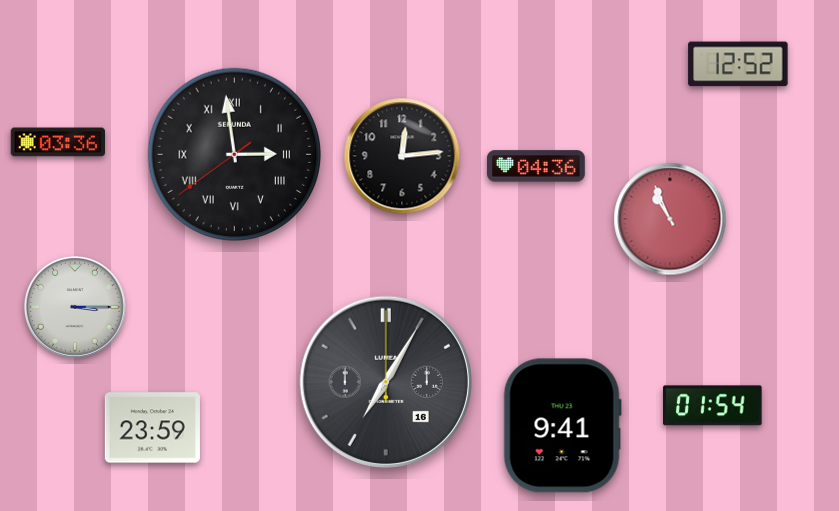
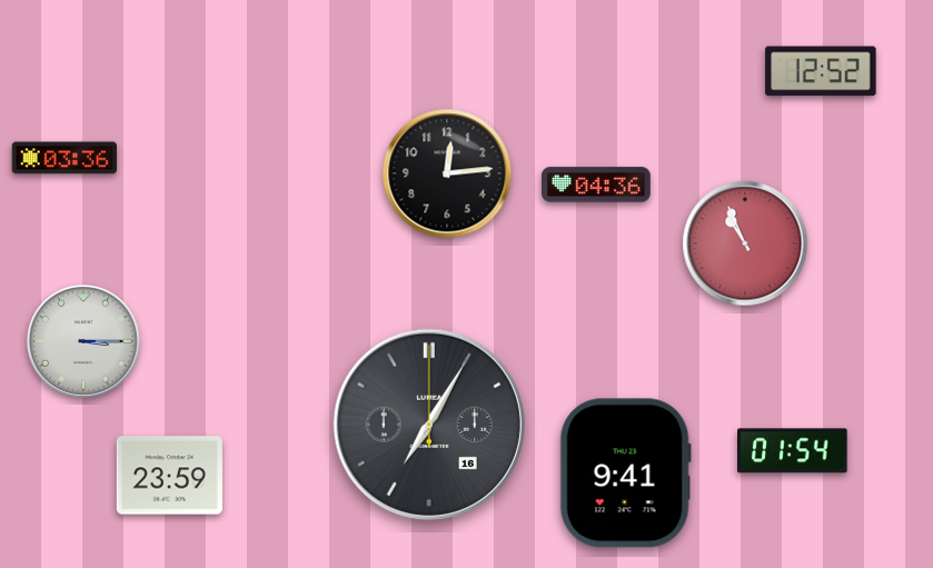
clock at (234, 154): 2:58 -> none
